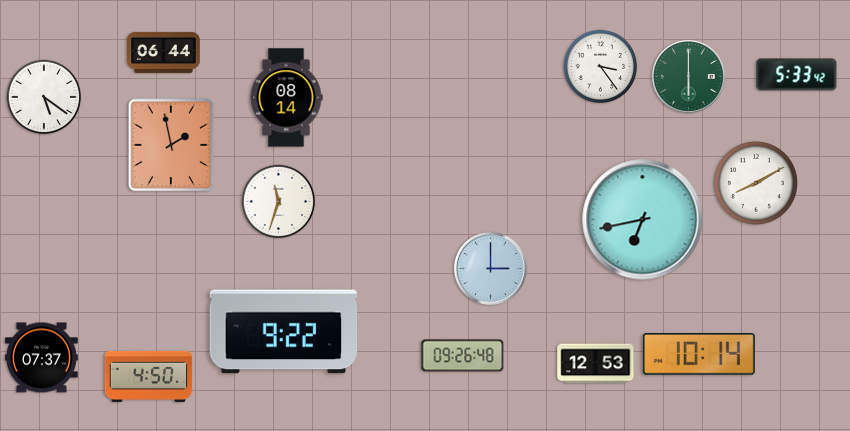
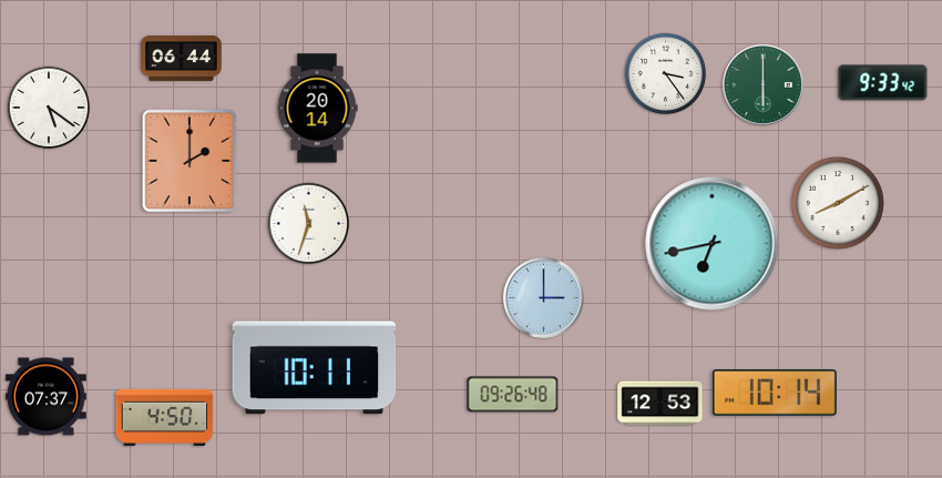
clock at (797, 75): 5:33 -> 9:33
clock at (286, 98): 08:14 -> 20:14
clock at (171, 145): 1:58 -> 2:00
clock at (284, 332): 9:22 -> 10:11
